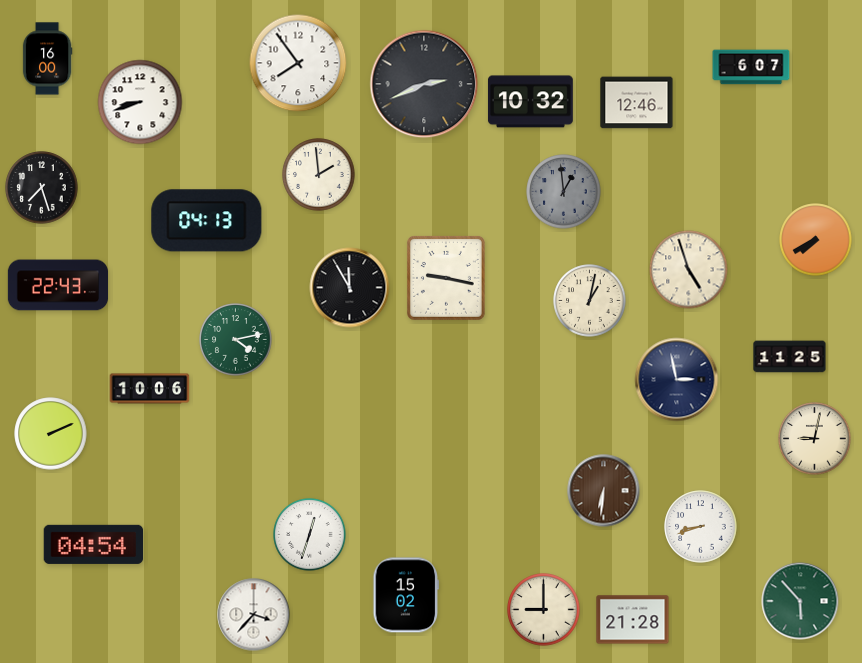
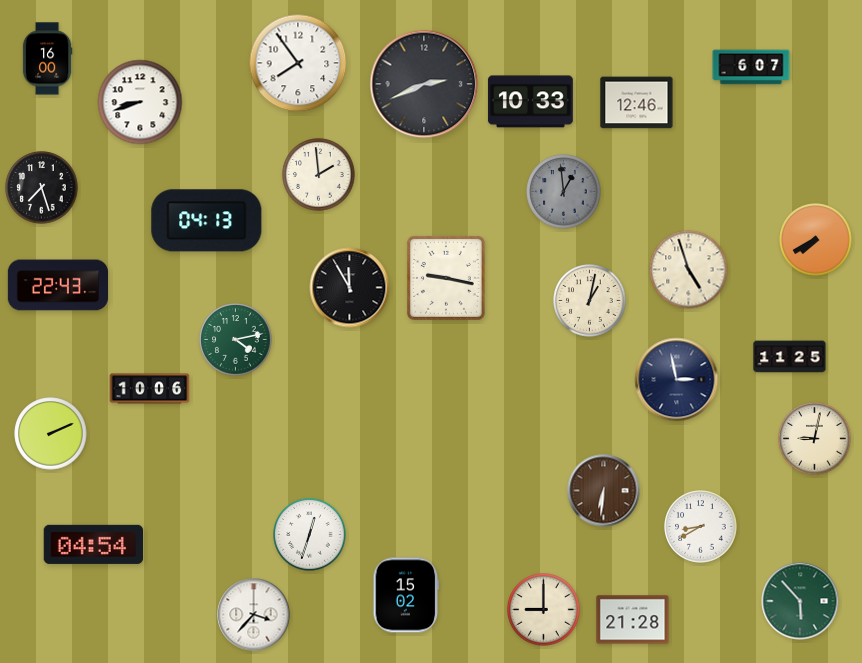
clock at (530, 102): 10:32 -> 10:33
clock at (701, 527): 8:42 -> 8:40
